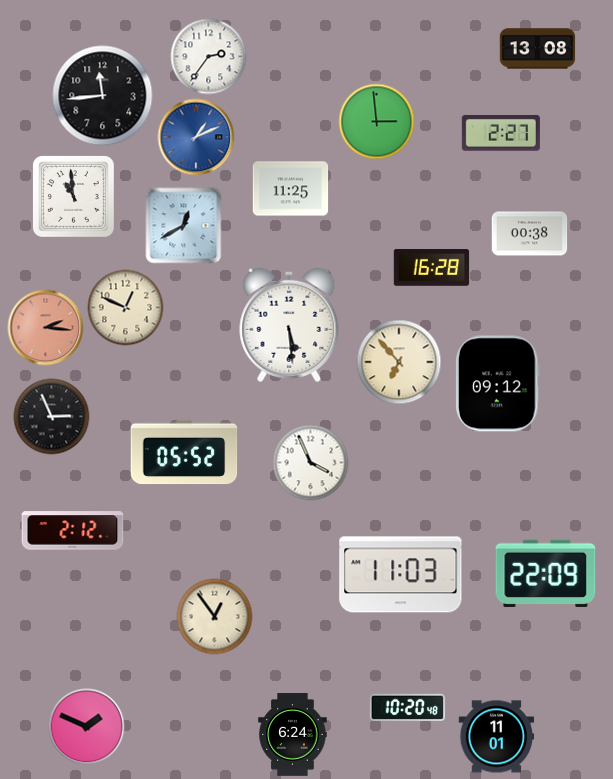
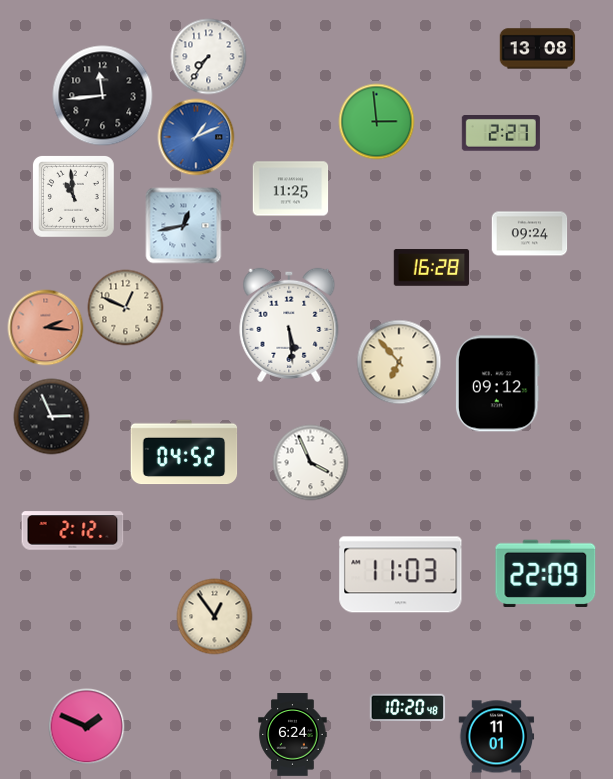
clock at (209, 57): 2:36 -> 7:36
clock at (184, 226): 12:40 -> 12:43
clock at (530, 234): 00:38 -> 09:24
clock at (184, 452): 05:52 -> 04:52
